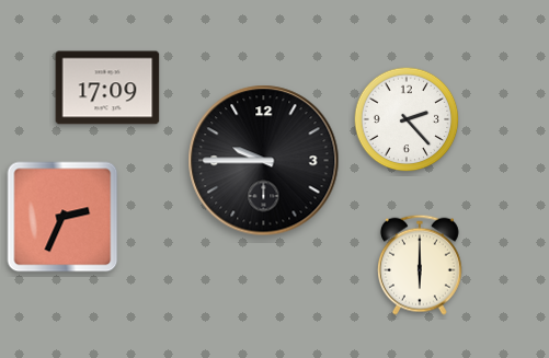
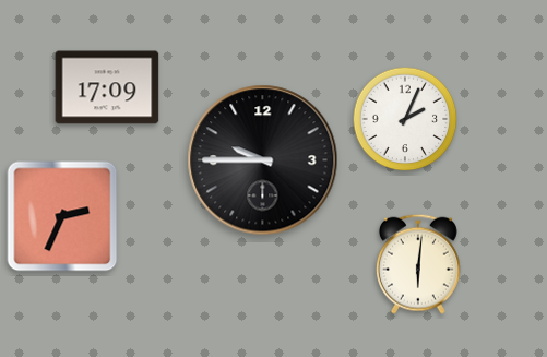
clock at (407, 119): 2:23 -> 2:04
clock at (420, 265): 6:00 -> 6:01
